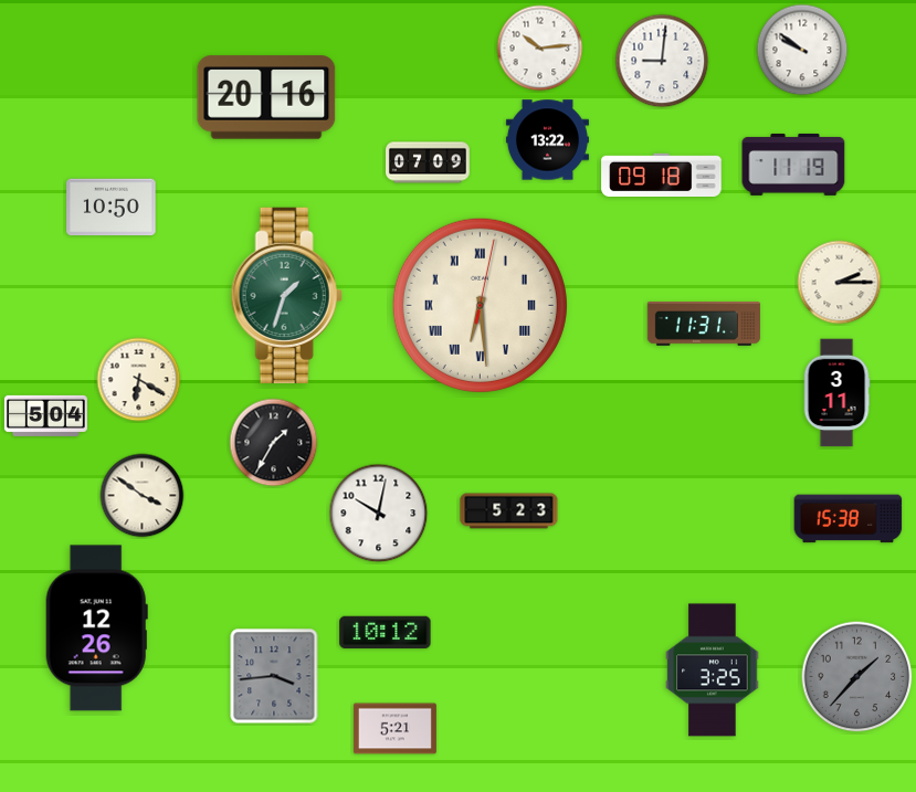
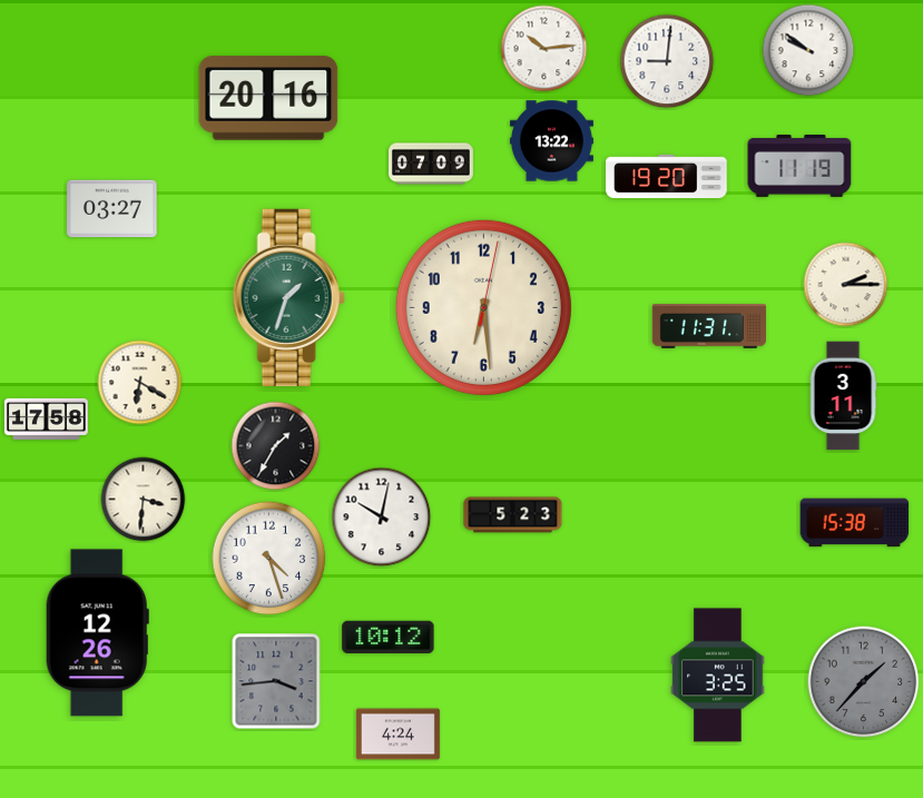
clock at (662, 176): 09:18 -> 19:20
clock at (112, 208): 10:50 -> 03:27
clock at (480, 305) numerals: Roman -> Arabic
clock at (45, 415): 5:04 -> 17:58
clock at (143, 496): 3:51 -> 3:31
clock at (269, 559): none -> 4:27
clock at (394, 729): 5:21 -> 4:24
